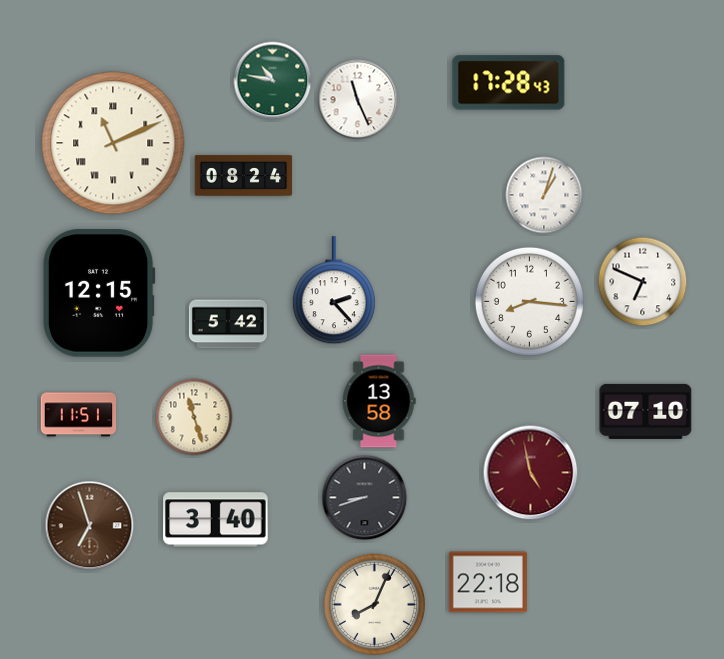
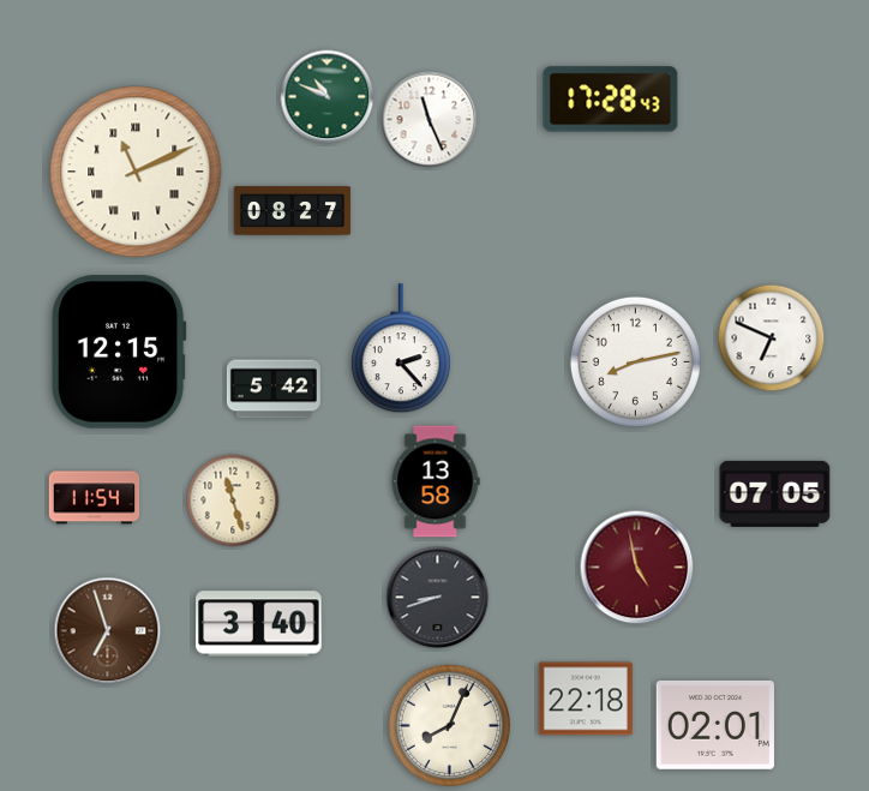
clock at (273, 81): 10:47 -> 10:49
clock at (244, 176): 08:24 -> 08:27
clock at (544, 195): 1:03 -> none
clock at (529, 301): 8:16 -> 8:13
clock at (379, 401) position: (379, 401) -> (436, 481)
clock at (646, 411): 07:10 -> 07:05
clock at (79, 415): 11:51 -> 11:54
clock at (715, 725): none -> 02:01
